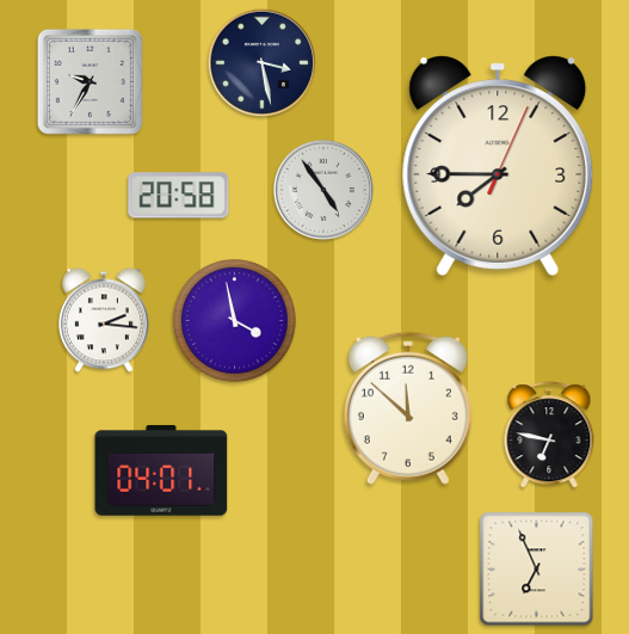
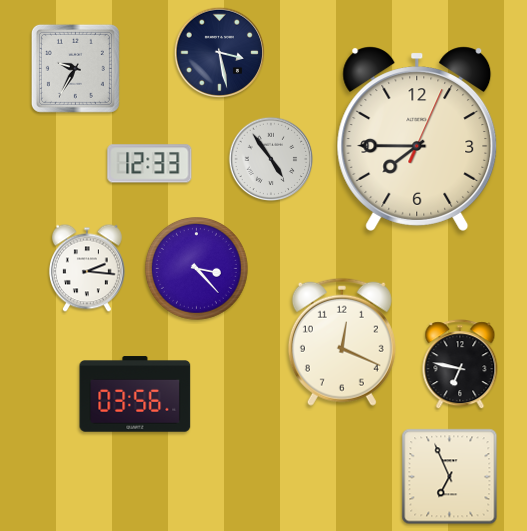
clock at (179, 196): 20:58 -> 12:33
clock at (235, 321): 3:58 -> 3:23
clock at (408, 408): 11:52 -> 12:19
clock at (161, 470): 04:01 -> 03:56
